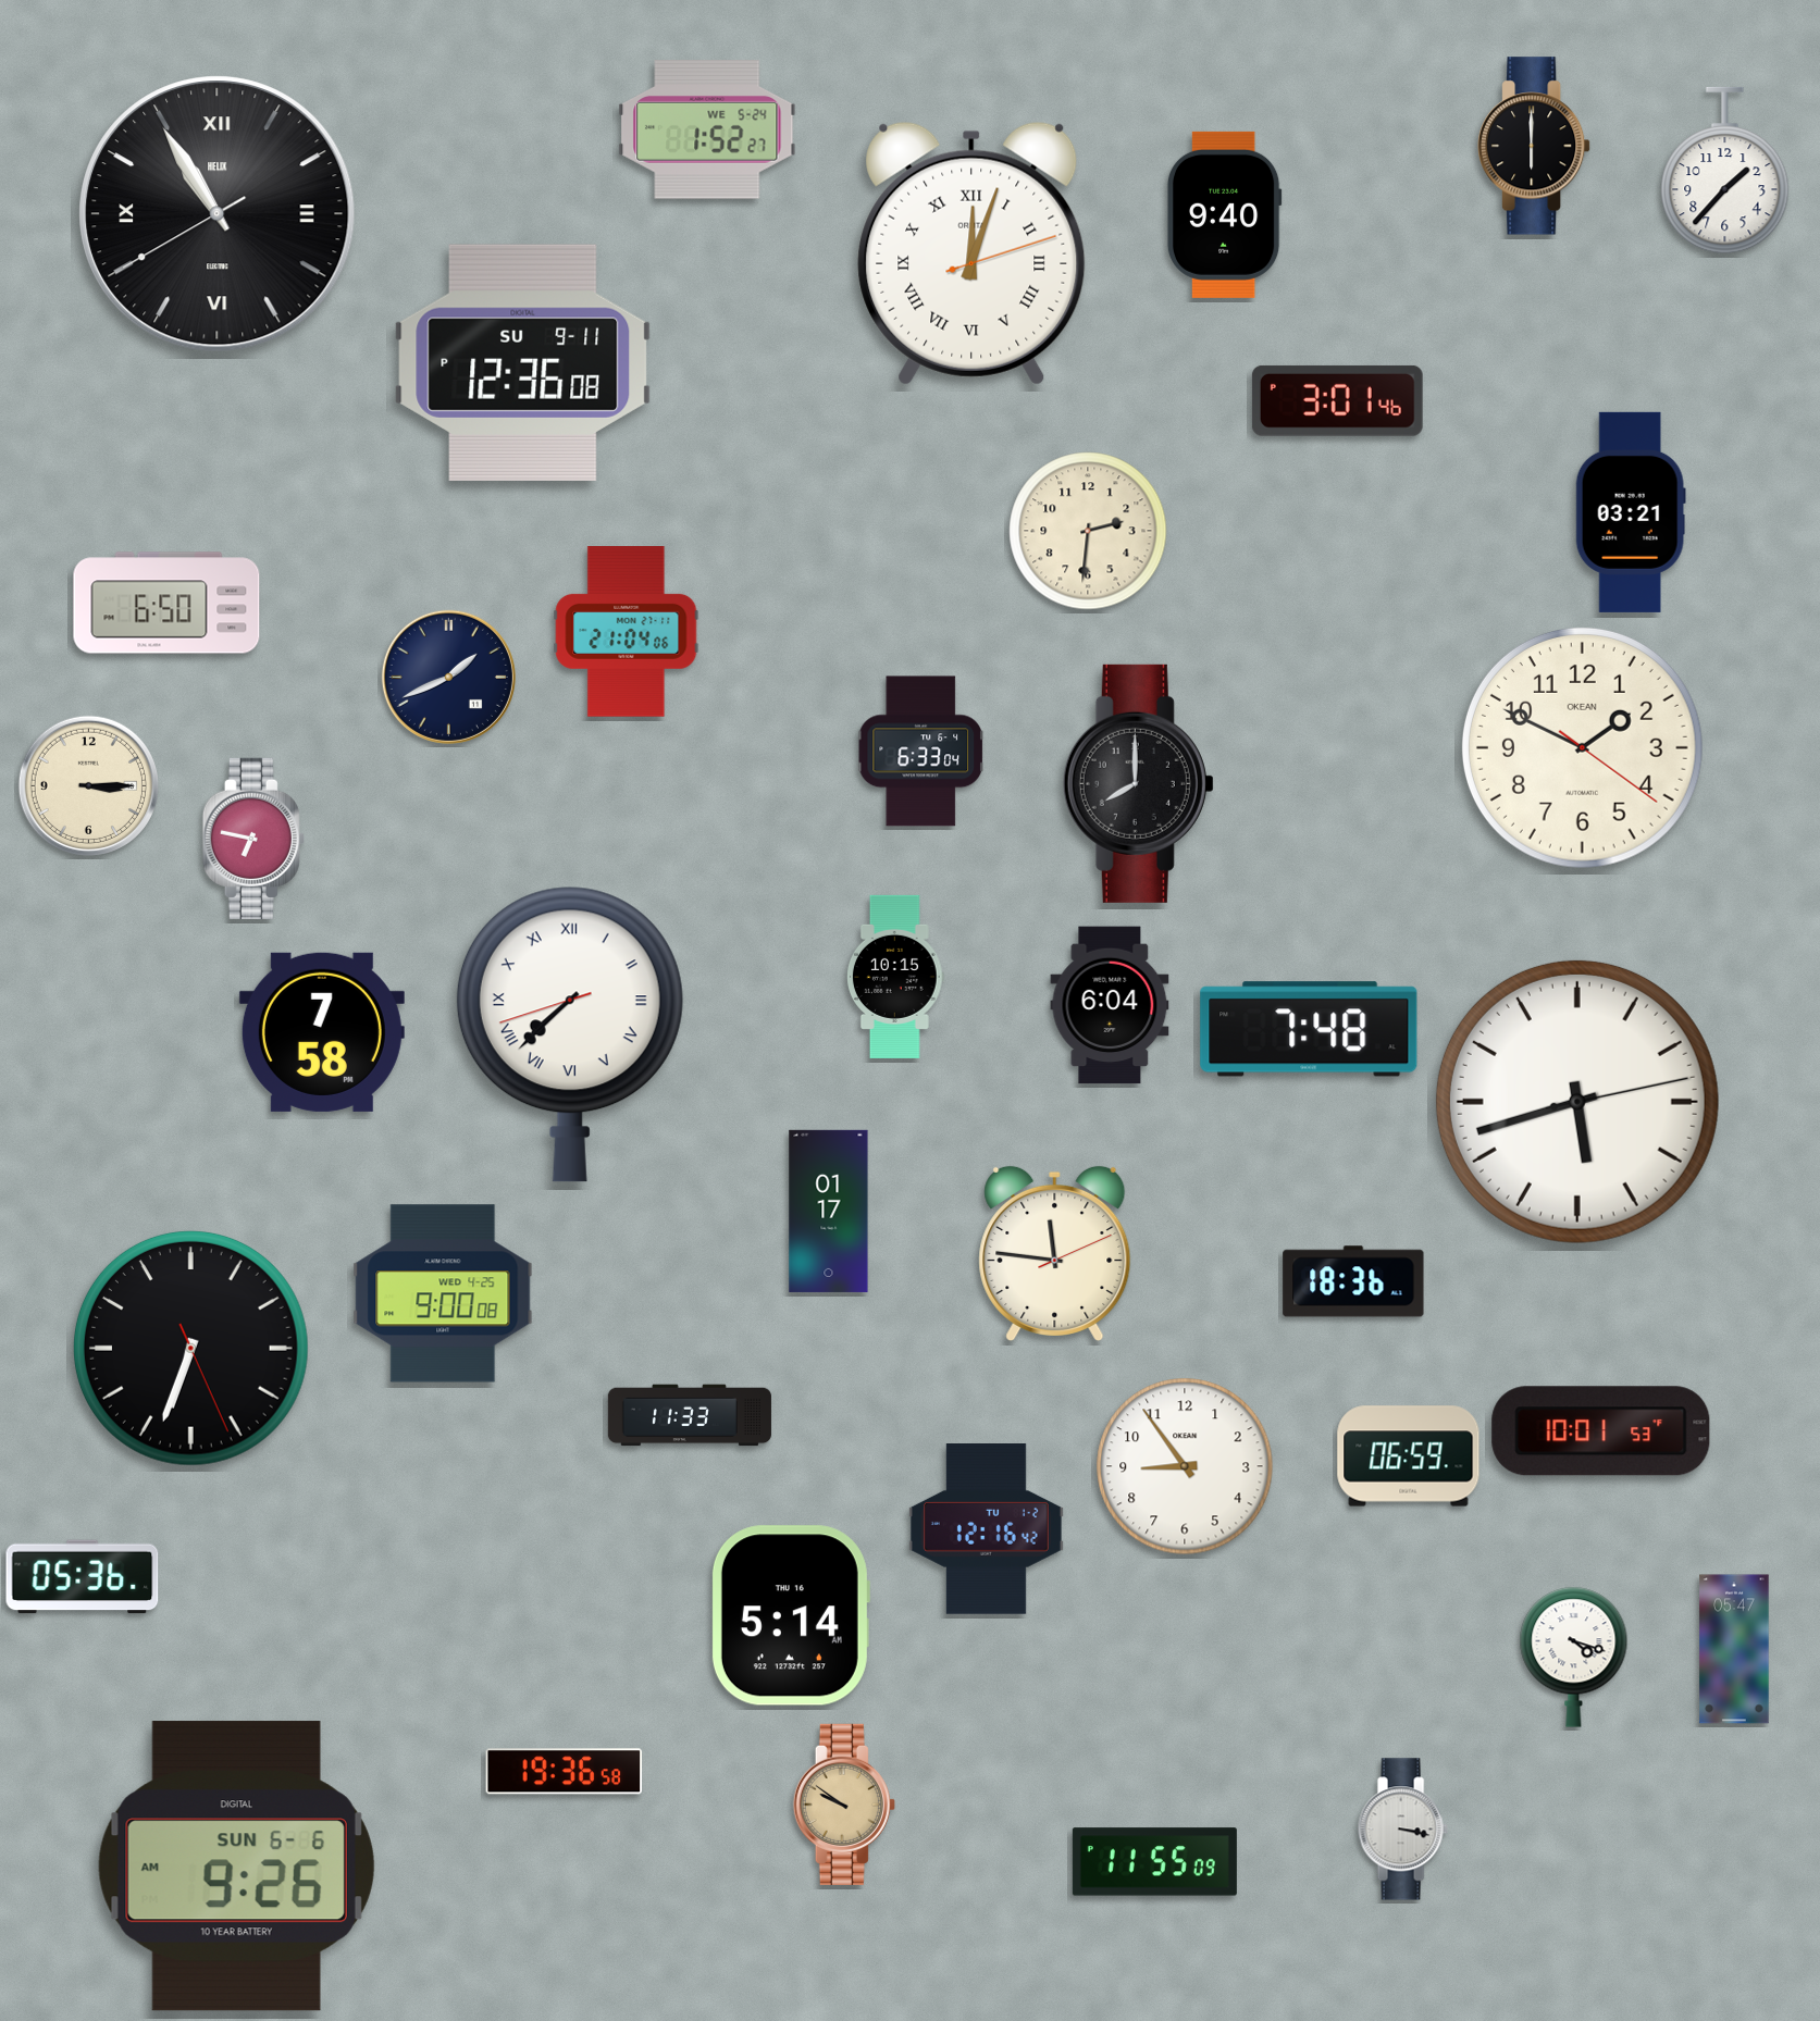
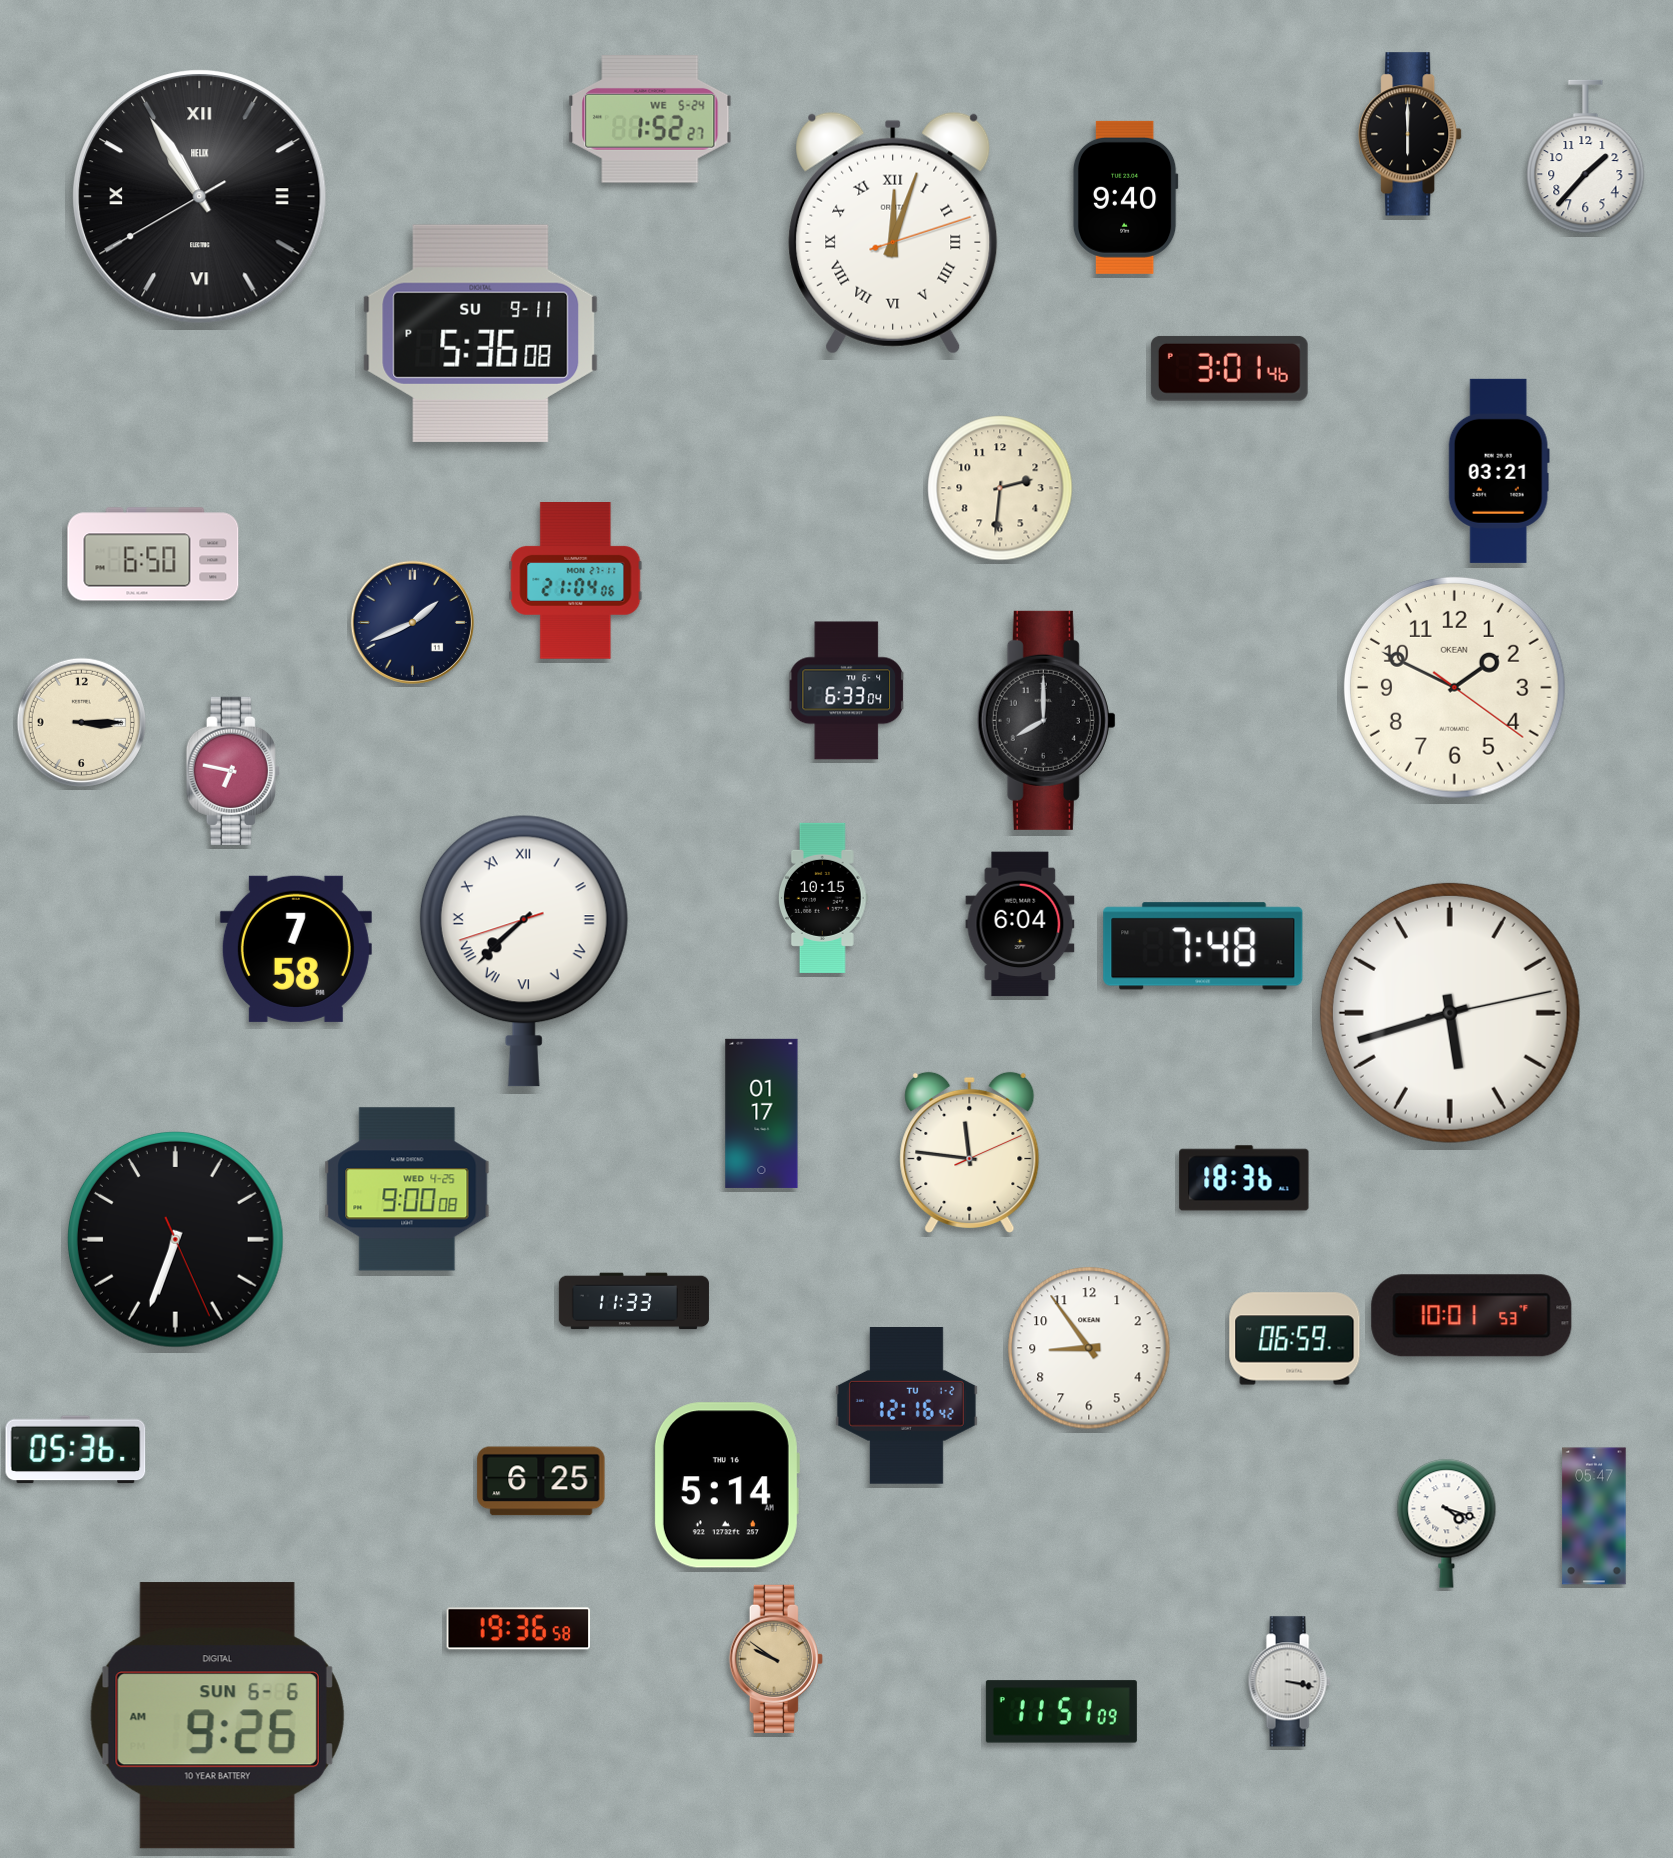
clock at (523, 362): 12:36 -> 5:36
clock at (541, 1481): none -> 6:25
clock at (1154, 1862): 11:55 -> 11:51
